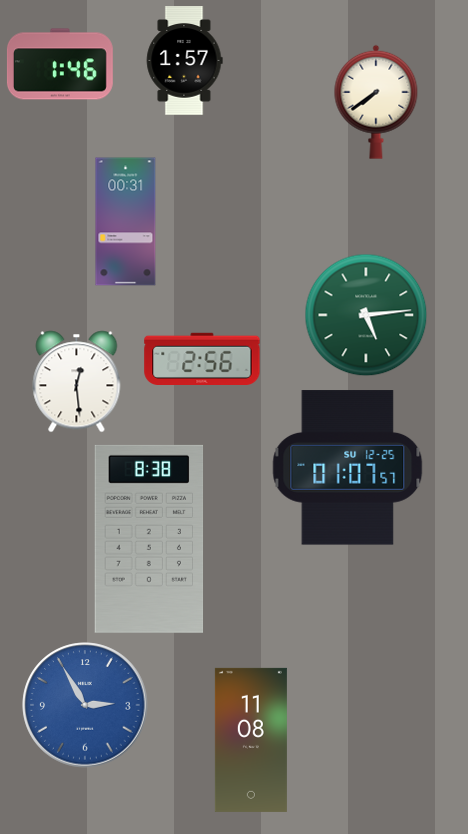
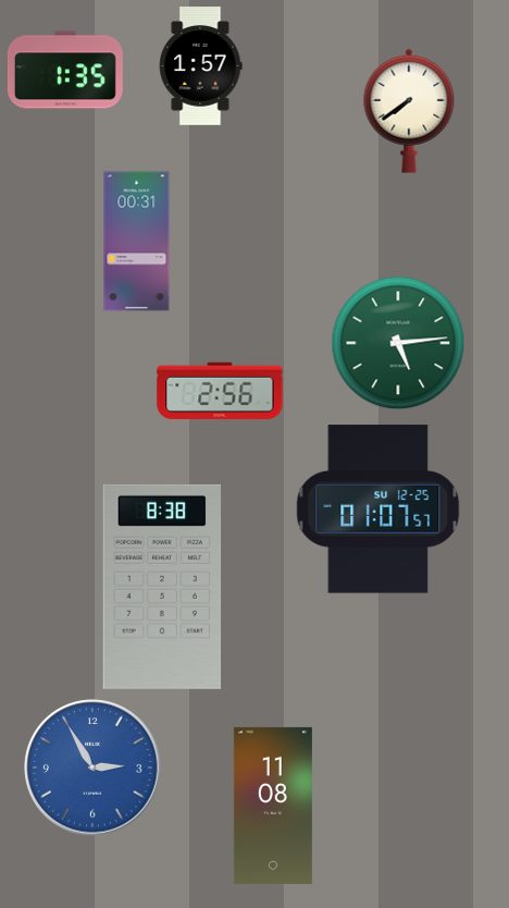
clock at (60, 64): 1:46 -> 1:35
clock at (77, 382): 12:29 -> none
